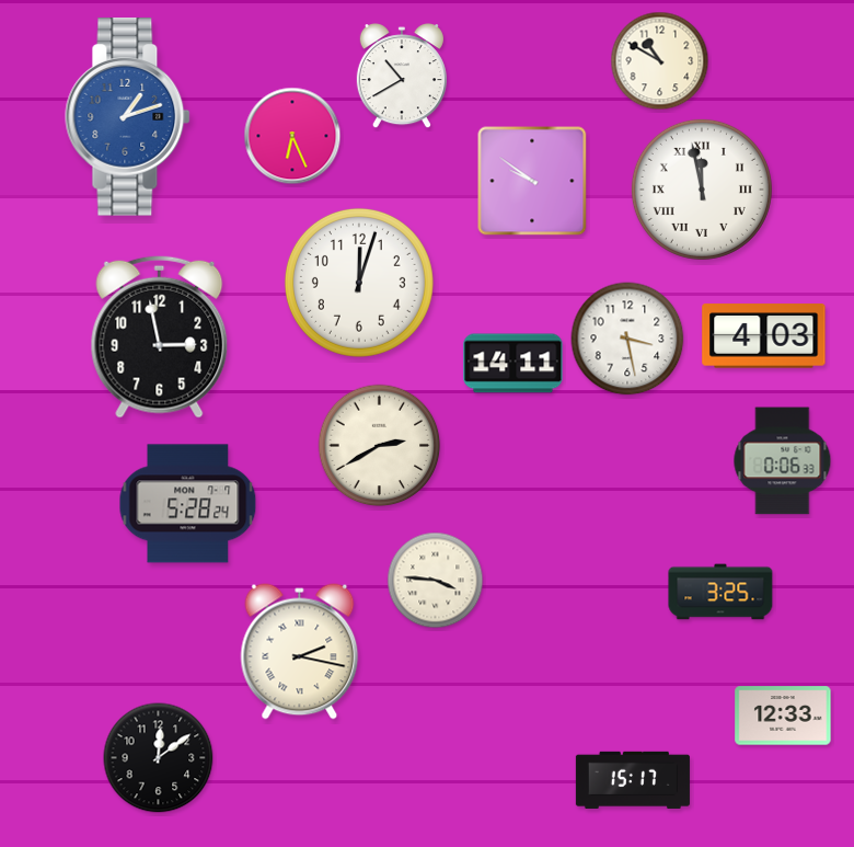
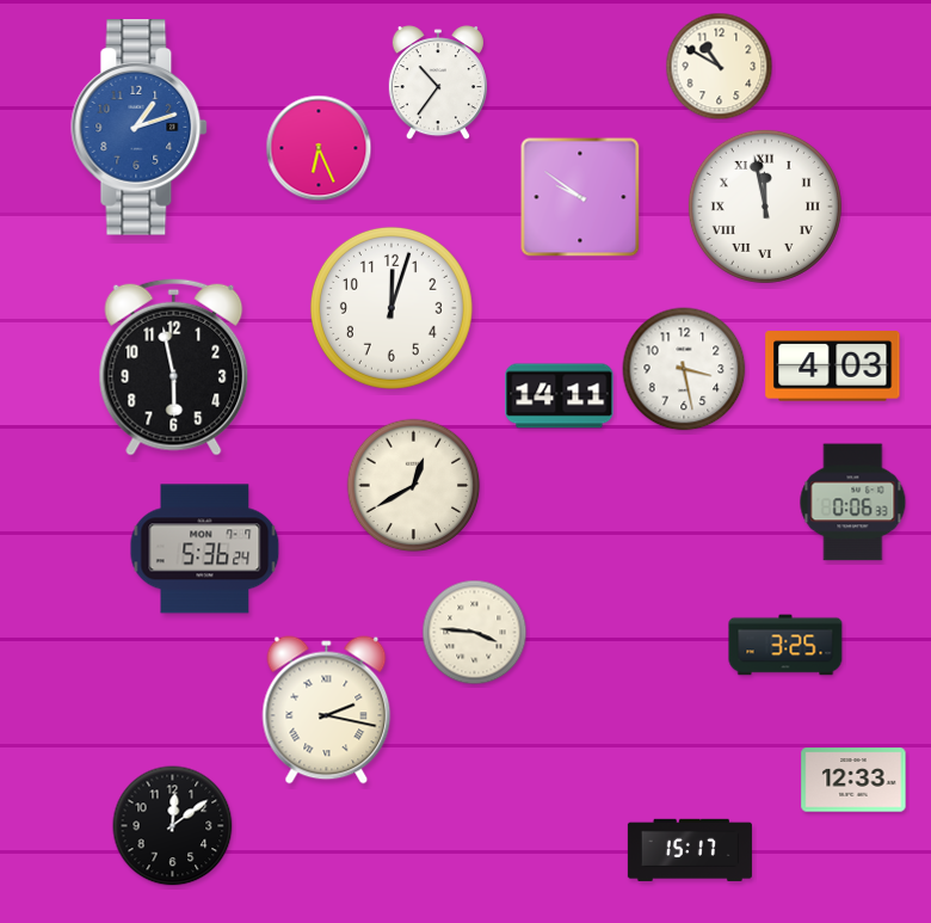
clock at (402, 77): 10:40 -> 10:36
clock at (160, 336): 2:58 -> 5:58
clock at (380, 446): 2:40 -> 12:40
clock at (188, 504): 5:28 -> 5:36
